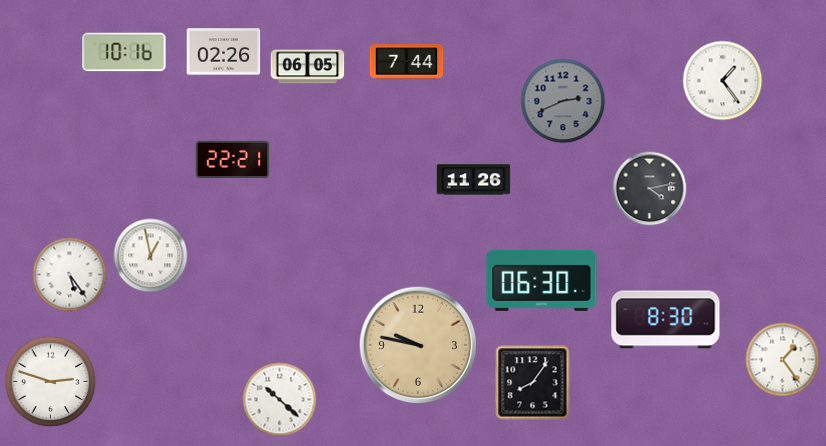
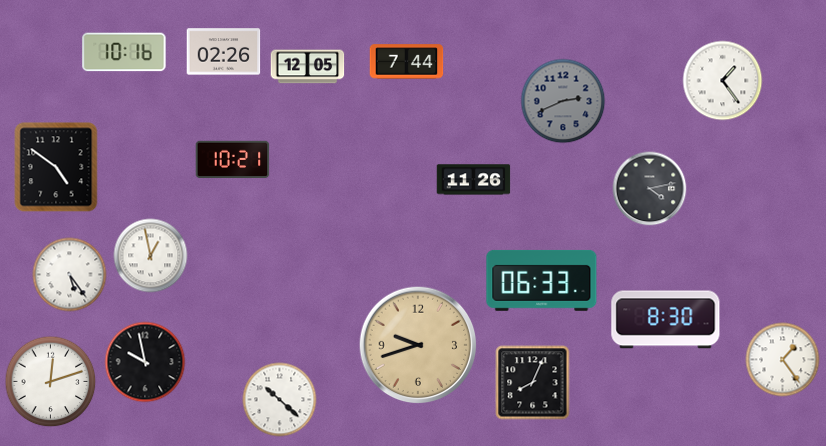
clock at (308, 67): 06:05 -> 12:05
clock at (233, 160): 22:21 -> 10:21
clock at (56, 167): none -> 4:51
clock at (542, 280): 06:30 -> 06:33
clock at (418, 345): 9:47 -> 9:42
clock at (145, 362): none -> 9:58
clock at (51, 382): 2:48 -> 12:12
clock at (533, 383): 8:06 -> 8:04
